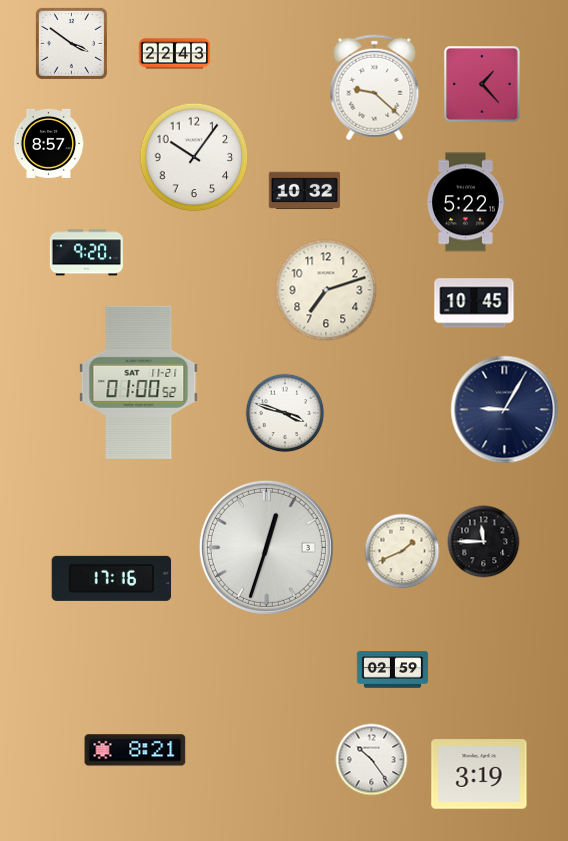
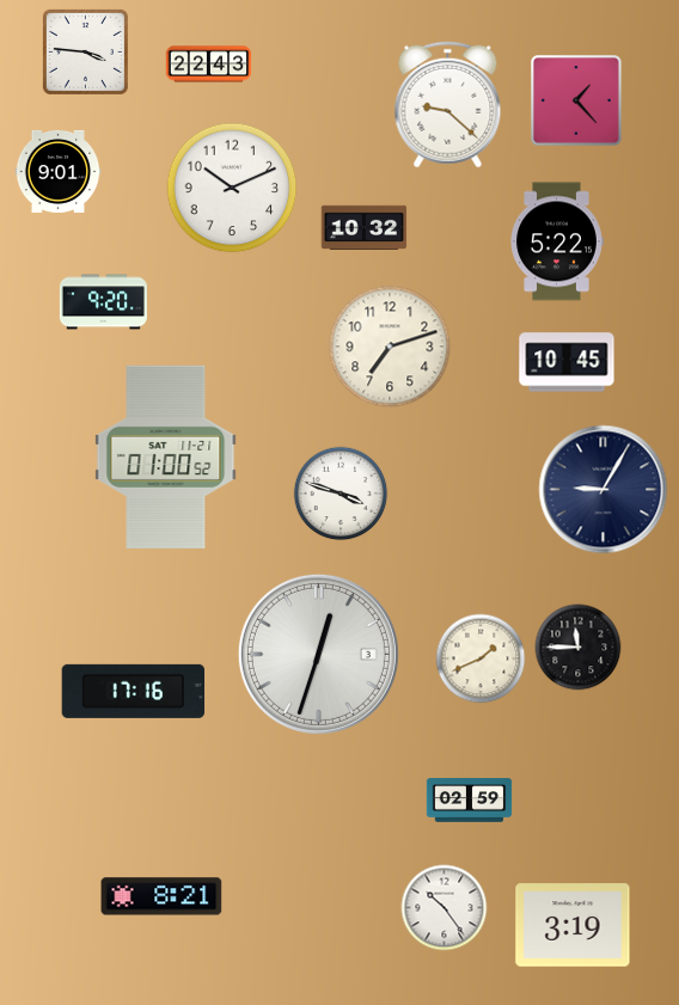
clock at (71, 43): 3:51 -> 3:46
clock at (49, 143): 8:57 -> 9:01
clock at (194, 157): 10:06 -> 10:11
